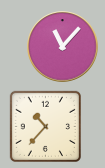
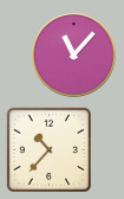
clock at (45, 126) position: (45, 126) -> (48, 149)
